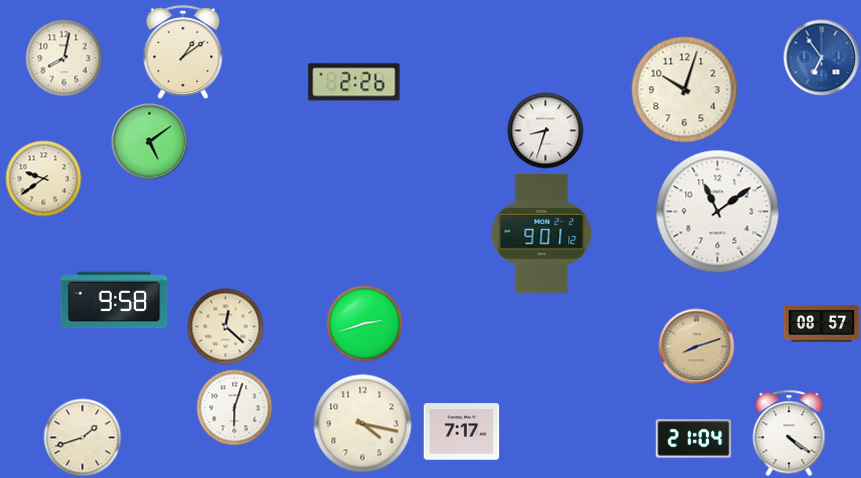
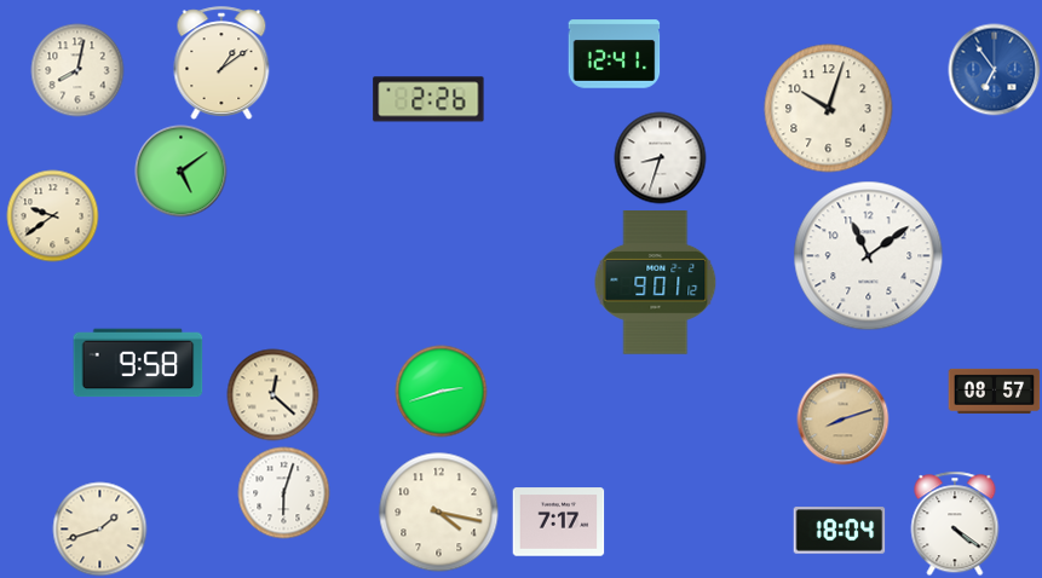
clock at (615, 54): none -> 12:41
clock at (694, 439): 21:04 -> 18:04
